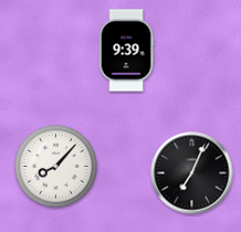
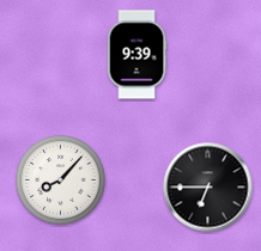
clock at (192, 173): 7:04 -> 6:45
